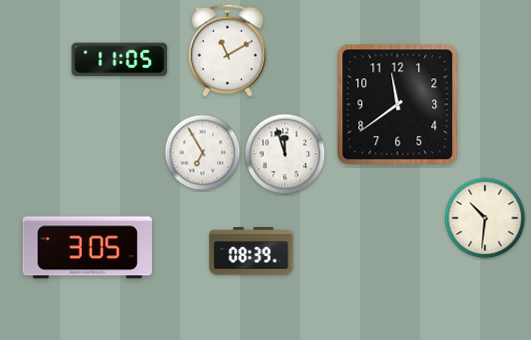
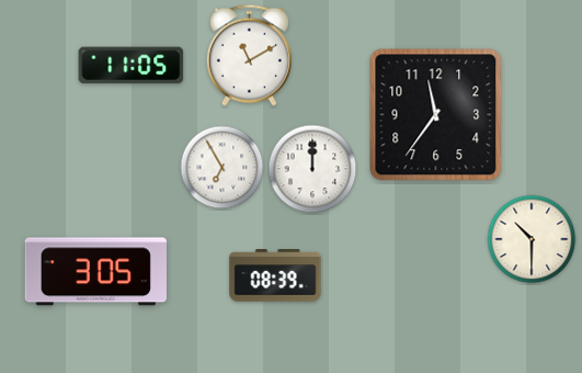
clock at (398, 105): 11:39 -> 11:36
clock at (285, 154): 11:57 -> 12:00
clock at (485, 218): 10:31 -> 10:30
